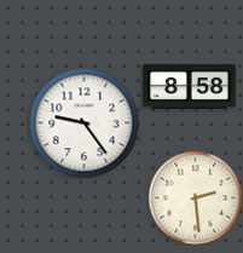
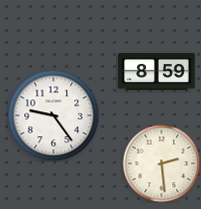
clock at (190, 86): 8:58 -> 8:59
clock at (83, 122) position: (83, 122) -> (53, 115)
